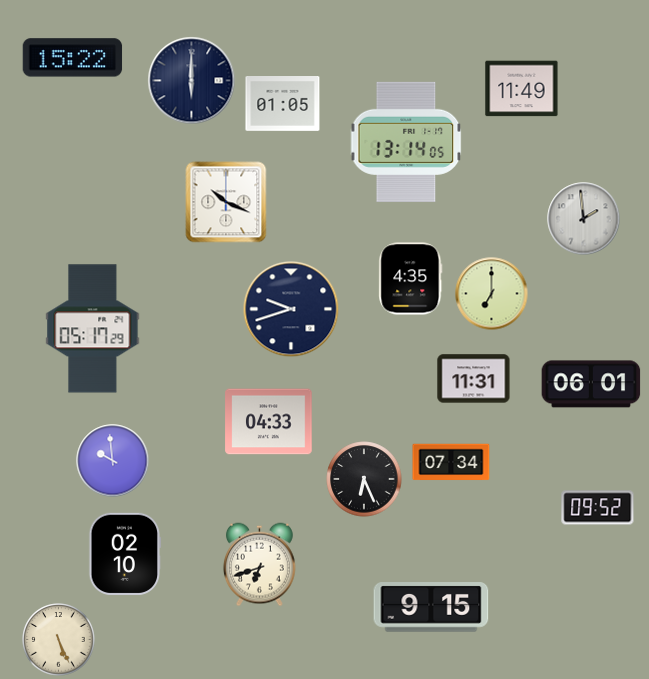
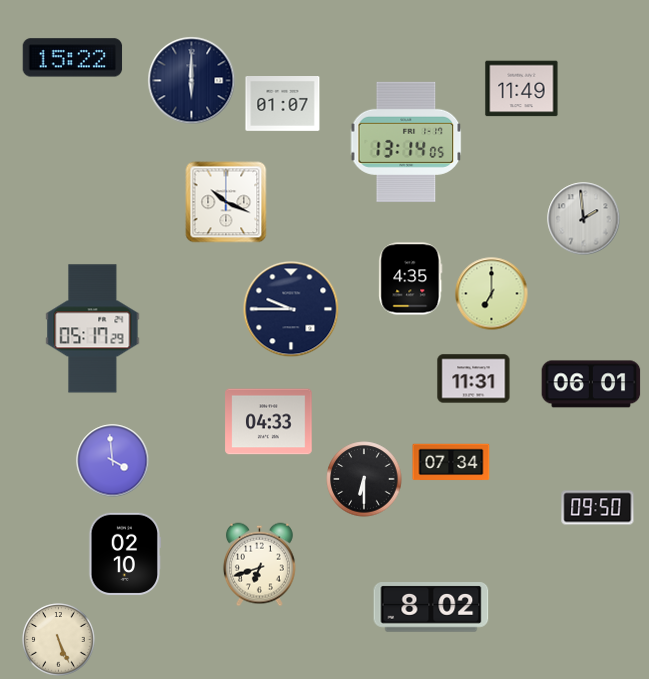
clock at (283, 104): 01:05 -> 01:07
clock at (291, 309): 9:42 -> 9:45
clock at (113, 461): 9:59 -> 3:59
clock at (364, 479): 6:26 -> 6:30
clock at (598, 508): 09:52 -> 09:50
clock at (431, 607): 9:15 -> 8:02
